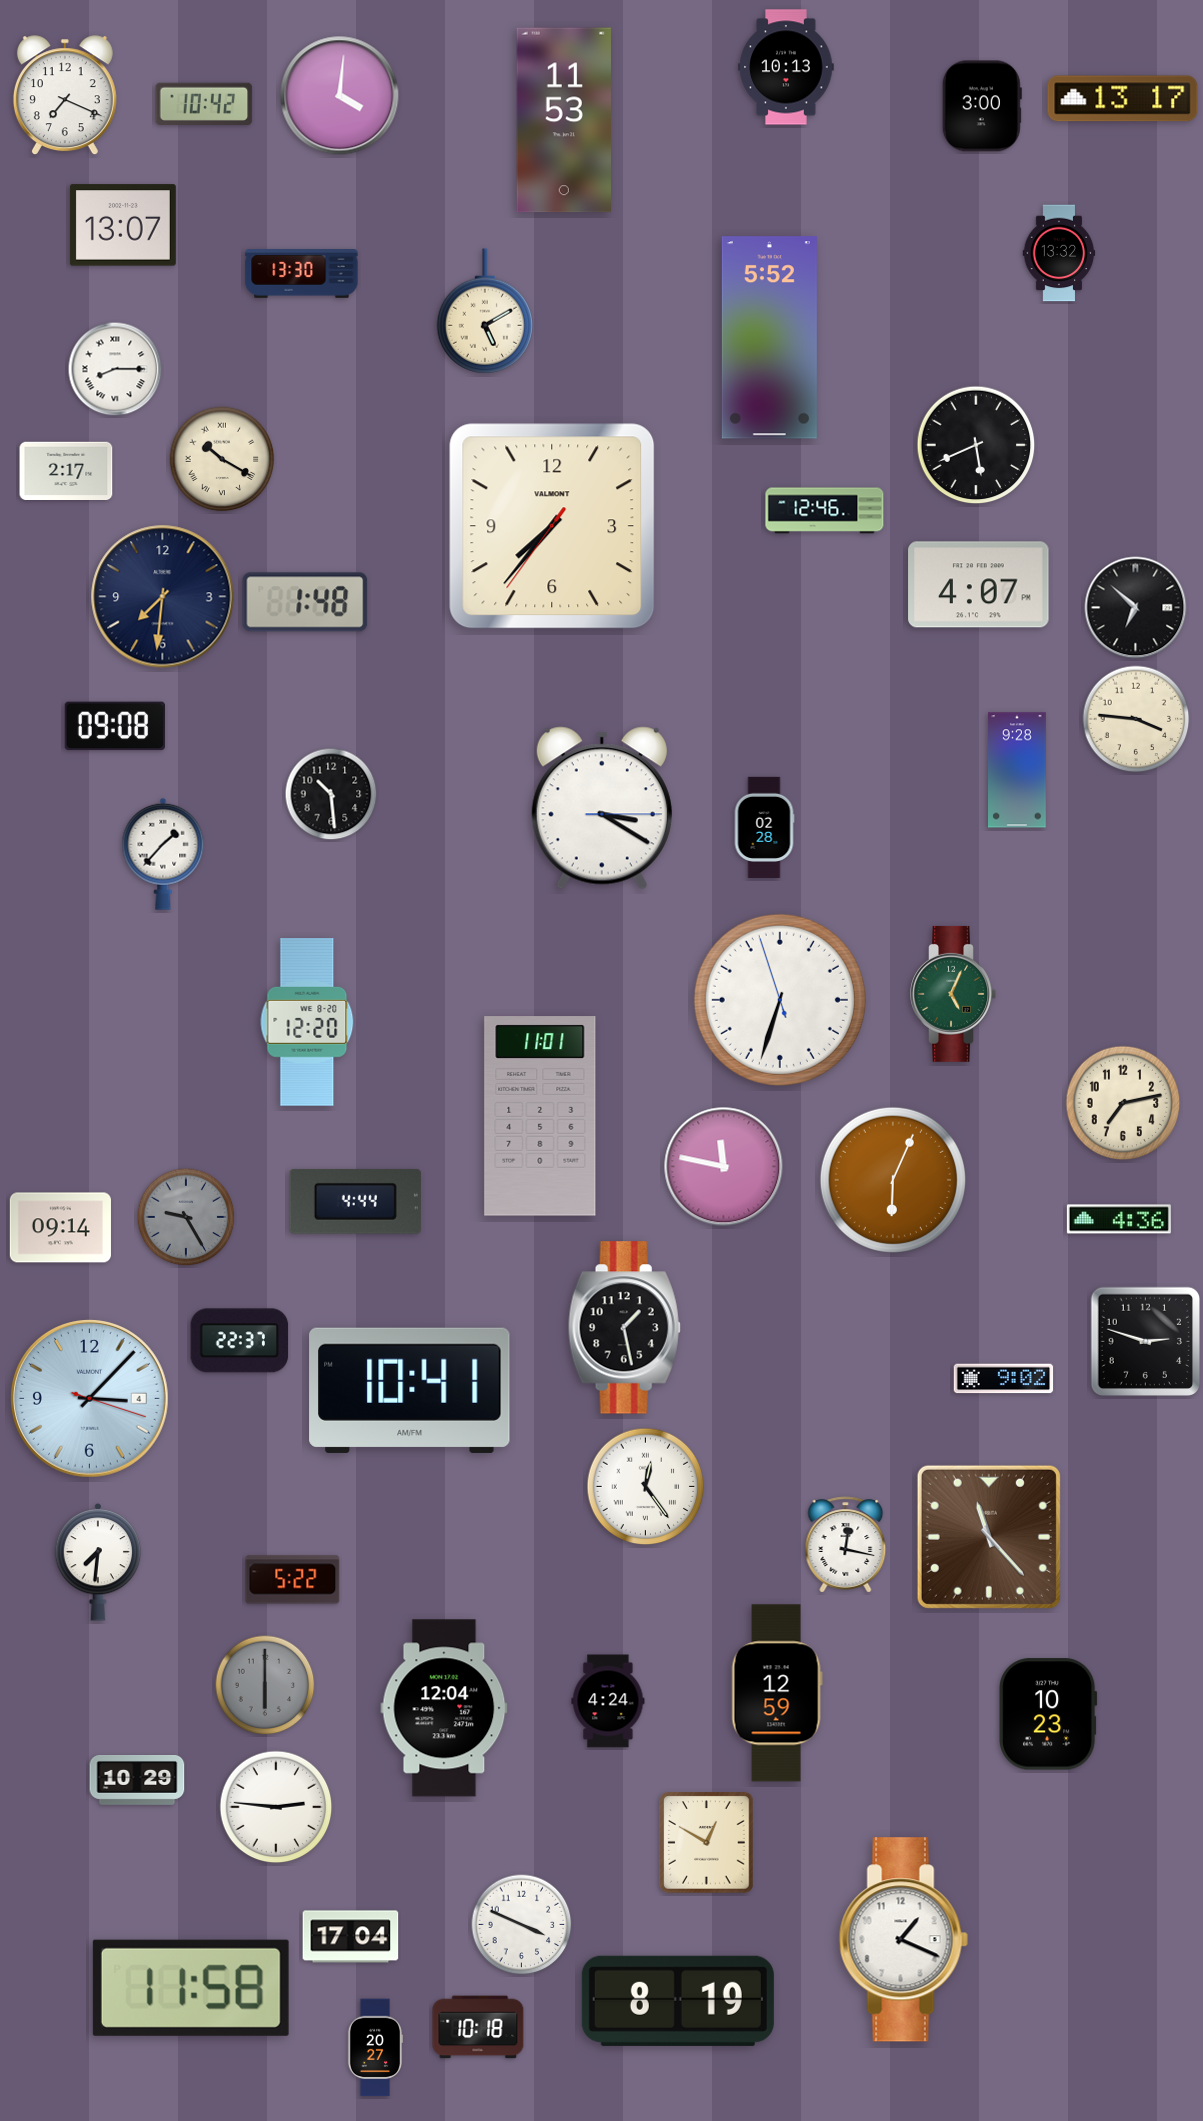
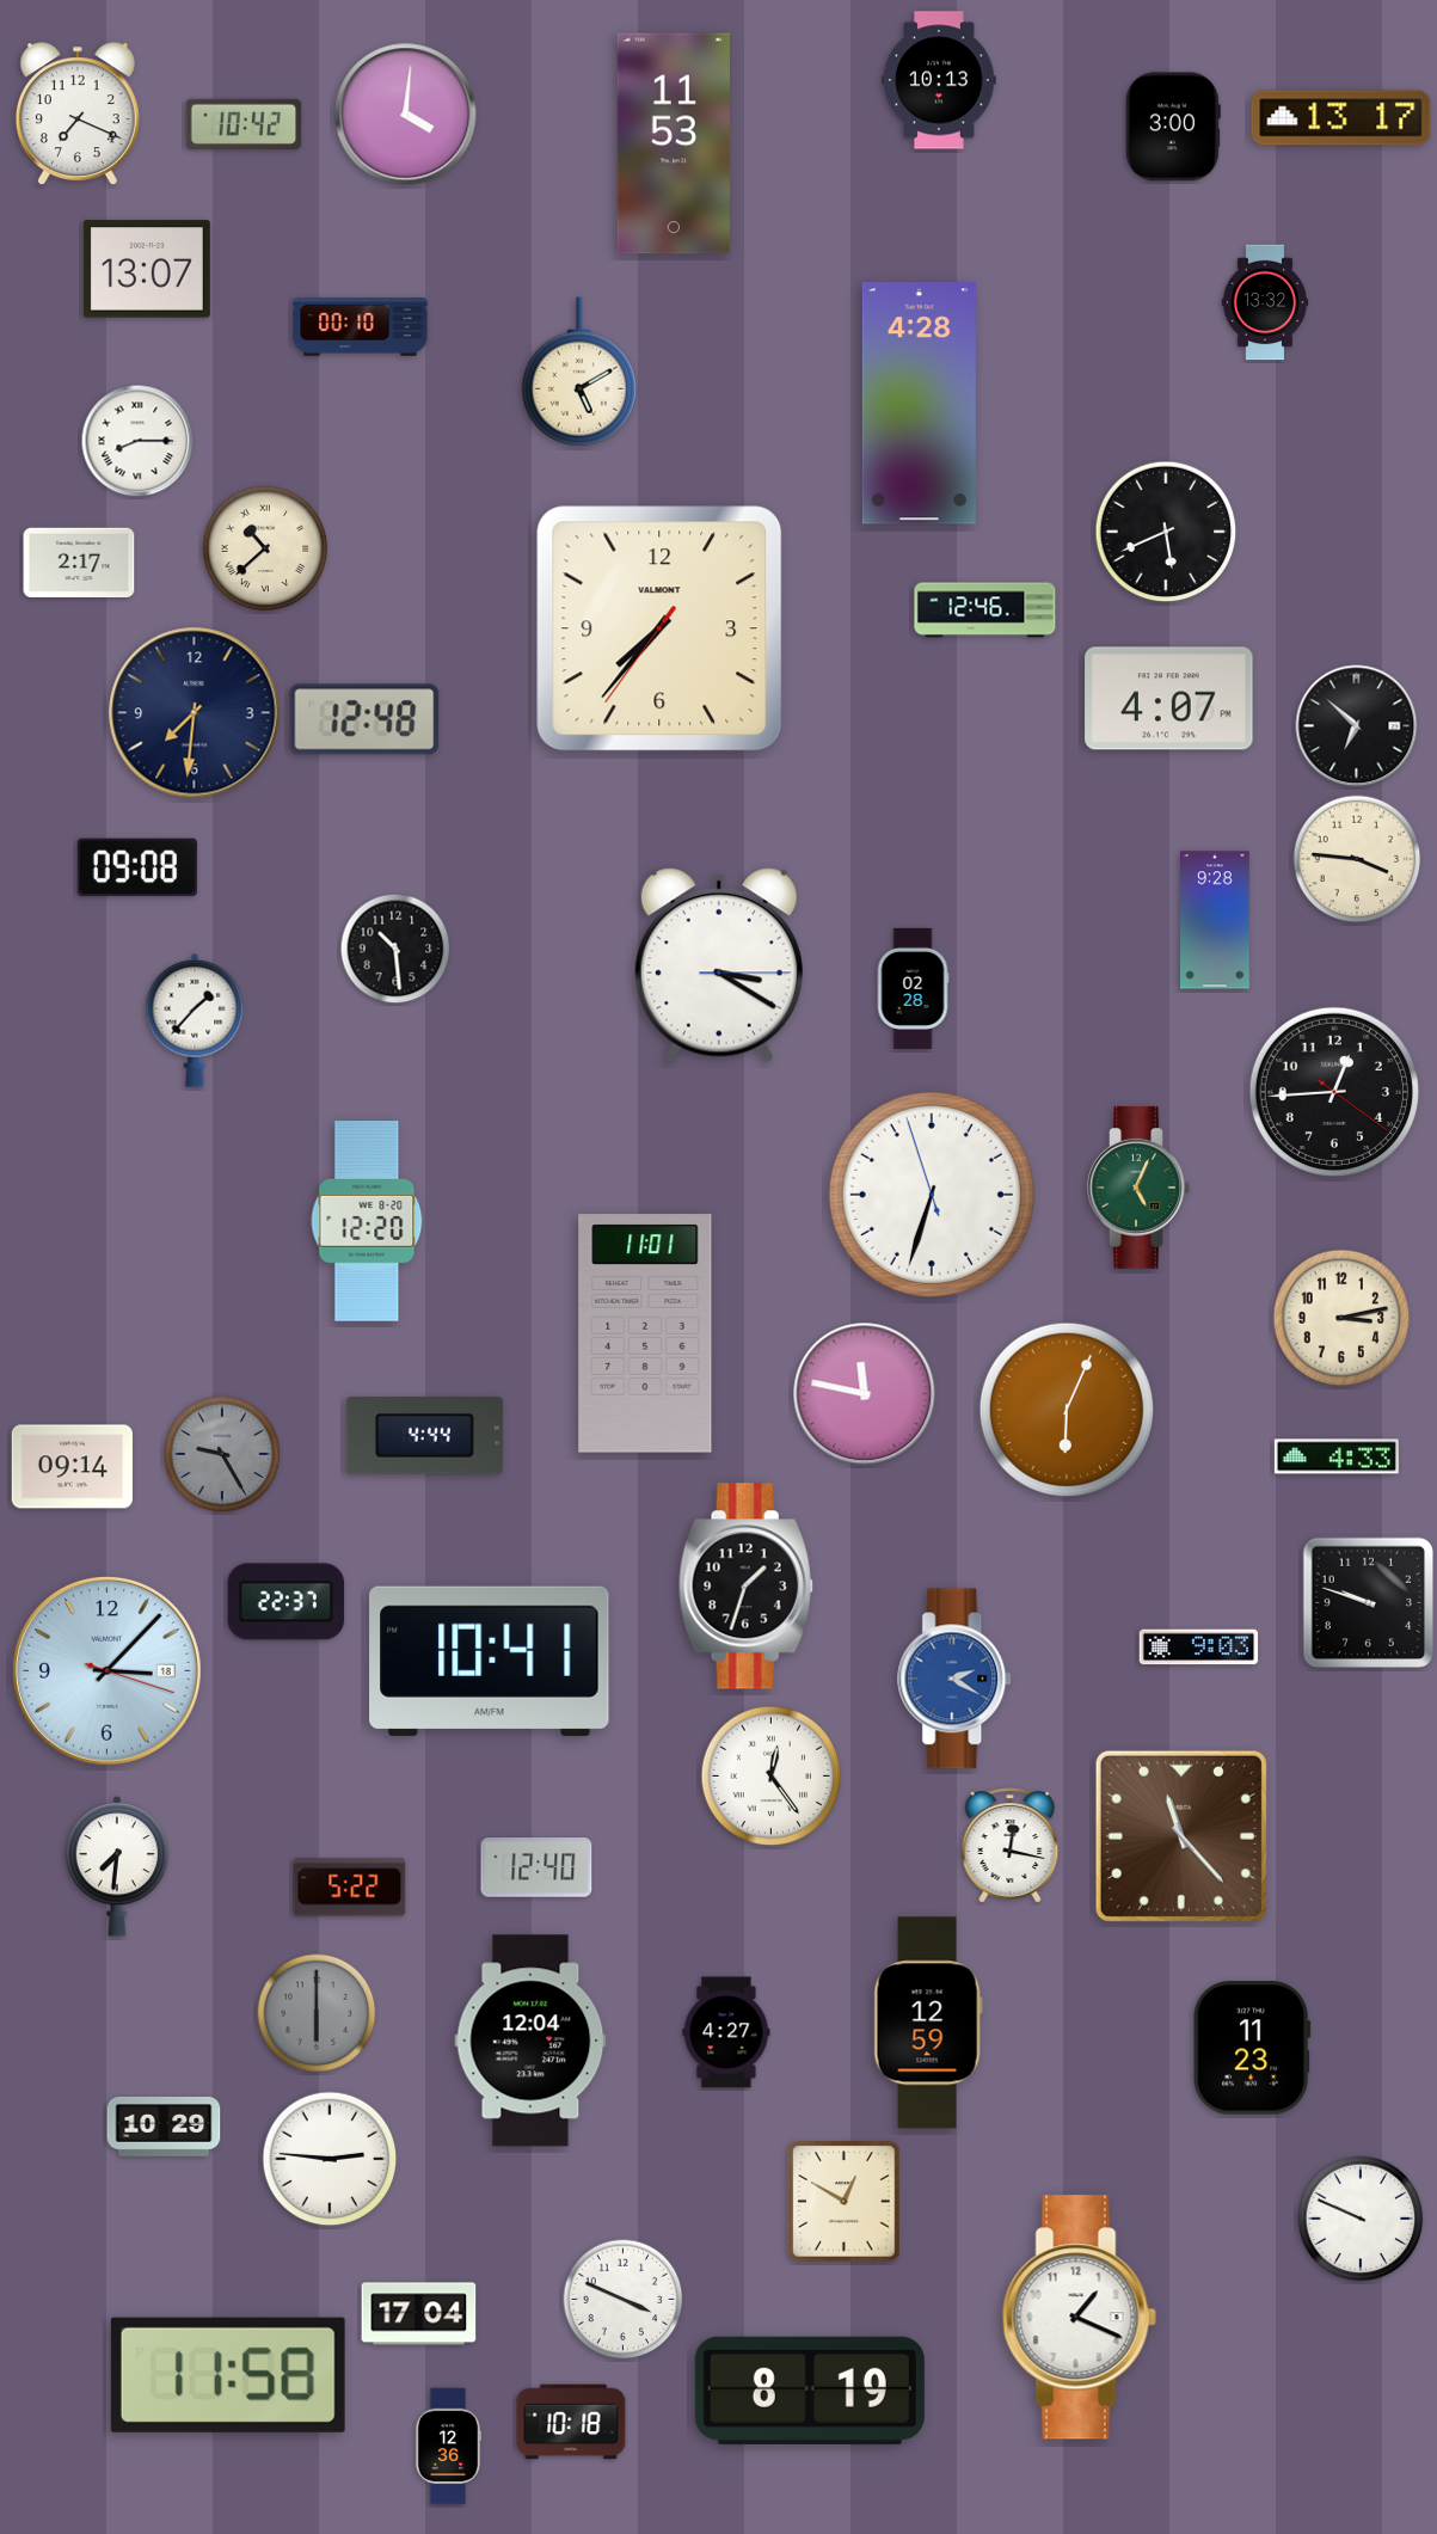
clock at (302, 274): 13:30 -> 00:10
clock at (769, 338): 5:52 -> 4:28
clock at (222, 459): 10:20 -> 10:38
clock at (305, 602): 1:48 -> 12:48
clock at (1334, 1092): none -> 12:44
clock at (1123, 1103): 7:13 -> 3:13
clock at (1119, 1219): 4:36 -> 4:33
clock at (624, 1328): 1:28 -> 1:33
clock at (1145, 1341): 2:48 -> 9:48
clock at (1004, 1379): 9:02 -> 9:03
clock at (89, 1398) date: 4 -> 18
clock at (956, 1679): none -> 2:20
clock at (536, 1867): none -> 12:40
clock at (608, 1701): 4:24 -> 4:27
clock at (1048, 1714): 10:23 -> 11:23
clock at (1361, 2219): none -> 9:49
clock at (375, 2048): 20:27 -> 12:36
